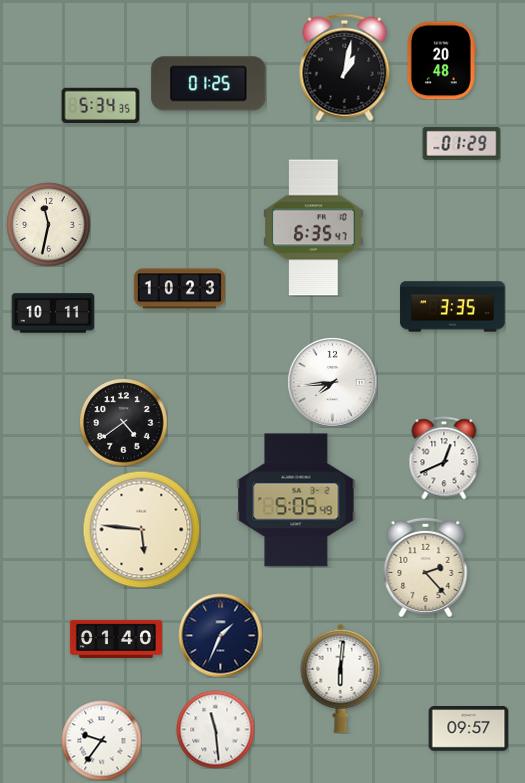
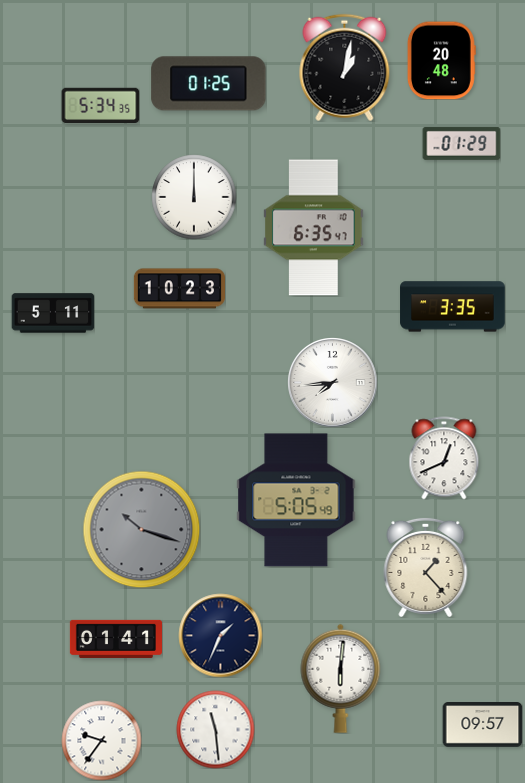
clock at (194, 197): none -> 12:00
clock at (48, 224): 11:32 -> none
clock at (53, 313): 10:11 -> 5:11
clock at (123, 422): 4:39 -> none
clock at (141, 529): 5:46 -> 10:18
clock at (141, 529) dial: cream -> grey
clock at (426, 567): 2:23 -> 1:23
clock at (115, 639): 01:40 -> 01:41
clock at (468, 729) position: (468, 729) -> (482, 725)
